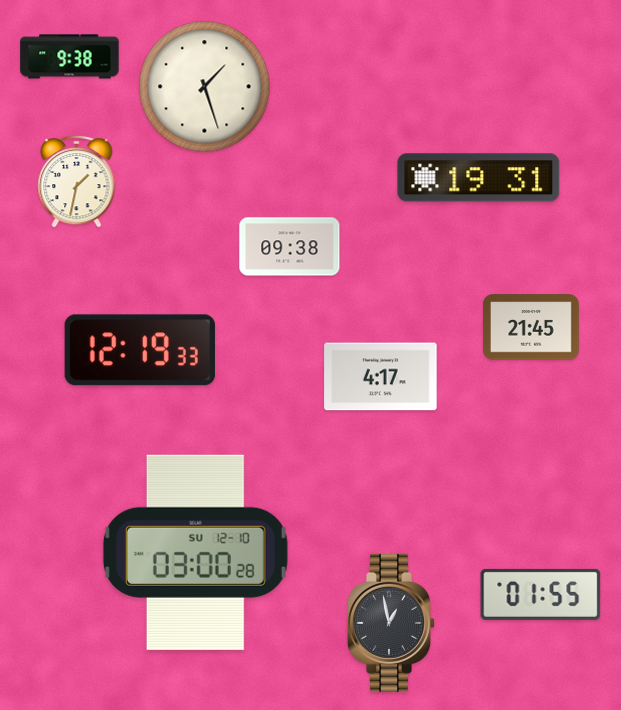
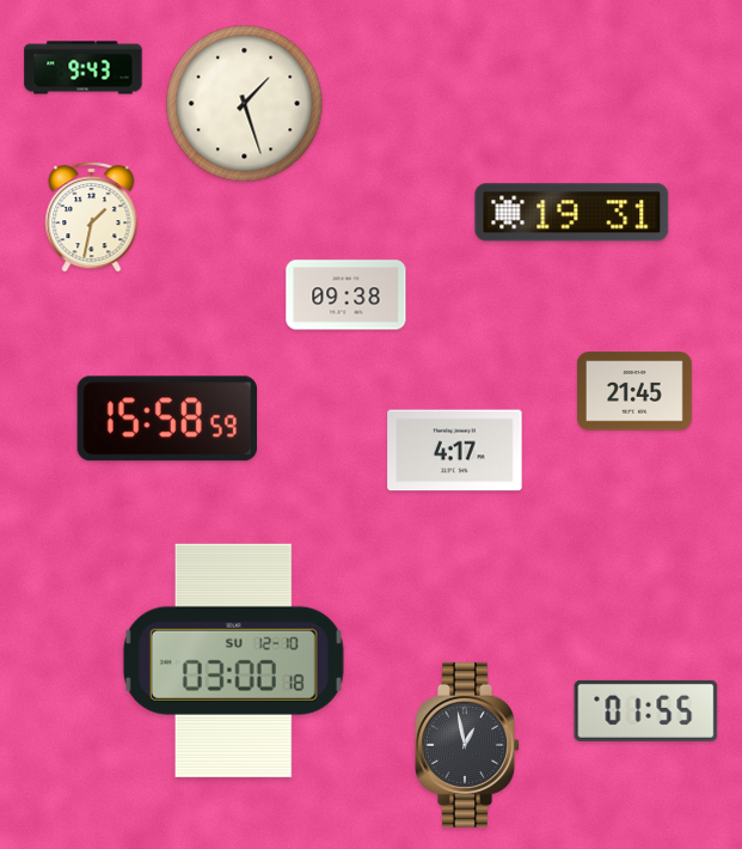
clock at (70, 57): 9:38 -> 9:43
clock at (140, 350): 12:19 -> 15:58
clock at (195, 552): 03:00:28 -> 03:00:18
